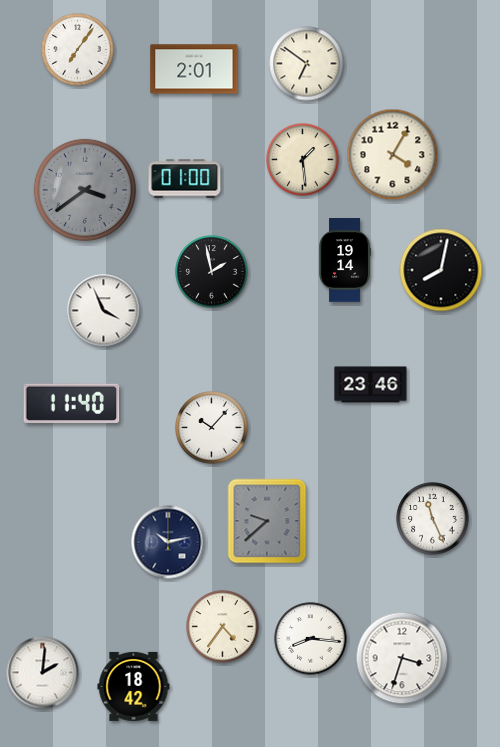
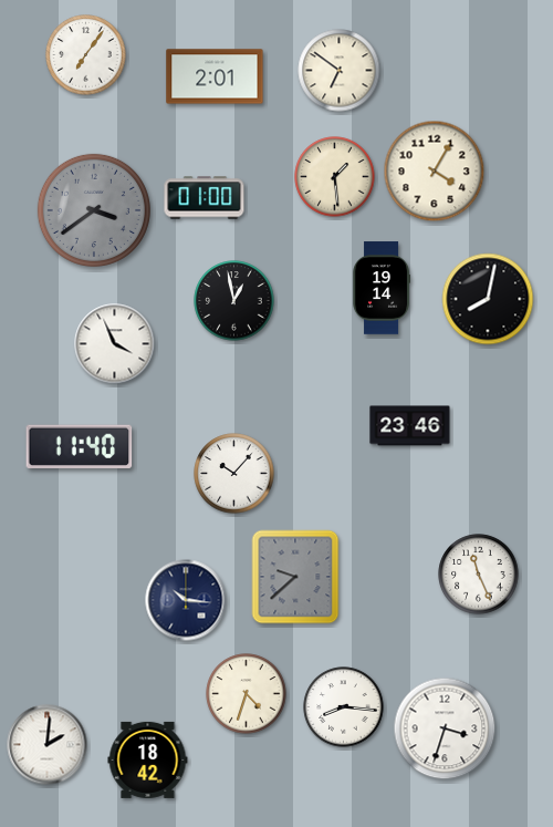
clock at (212, 272): 1:58 -> 12:58
clock at (168, 542): 10:13 -> 10:16
clock at (223, 627): 4:36 -> 4:33
